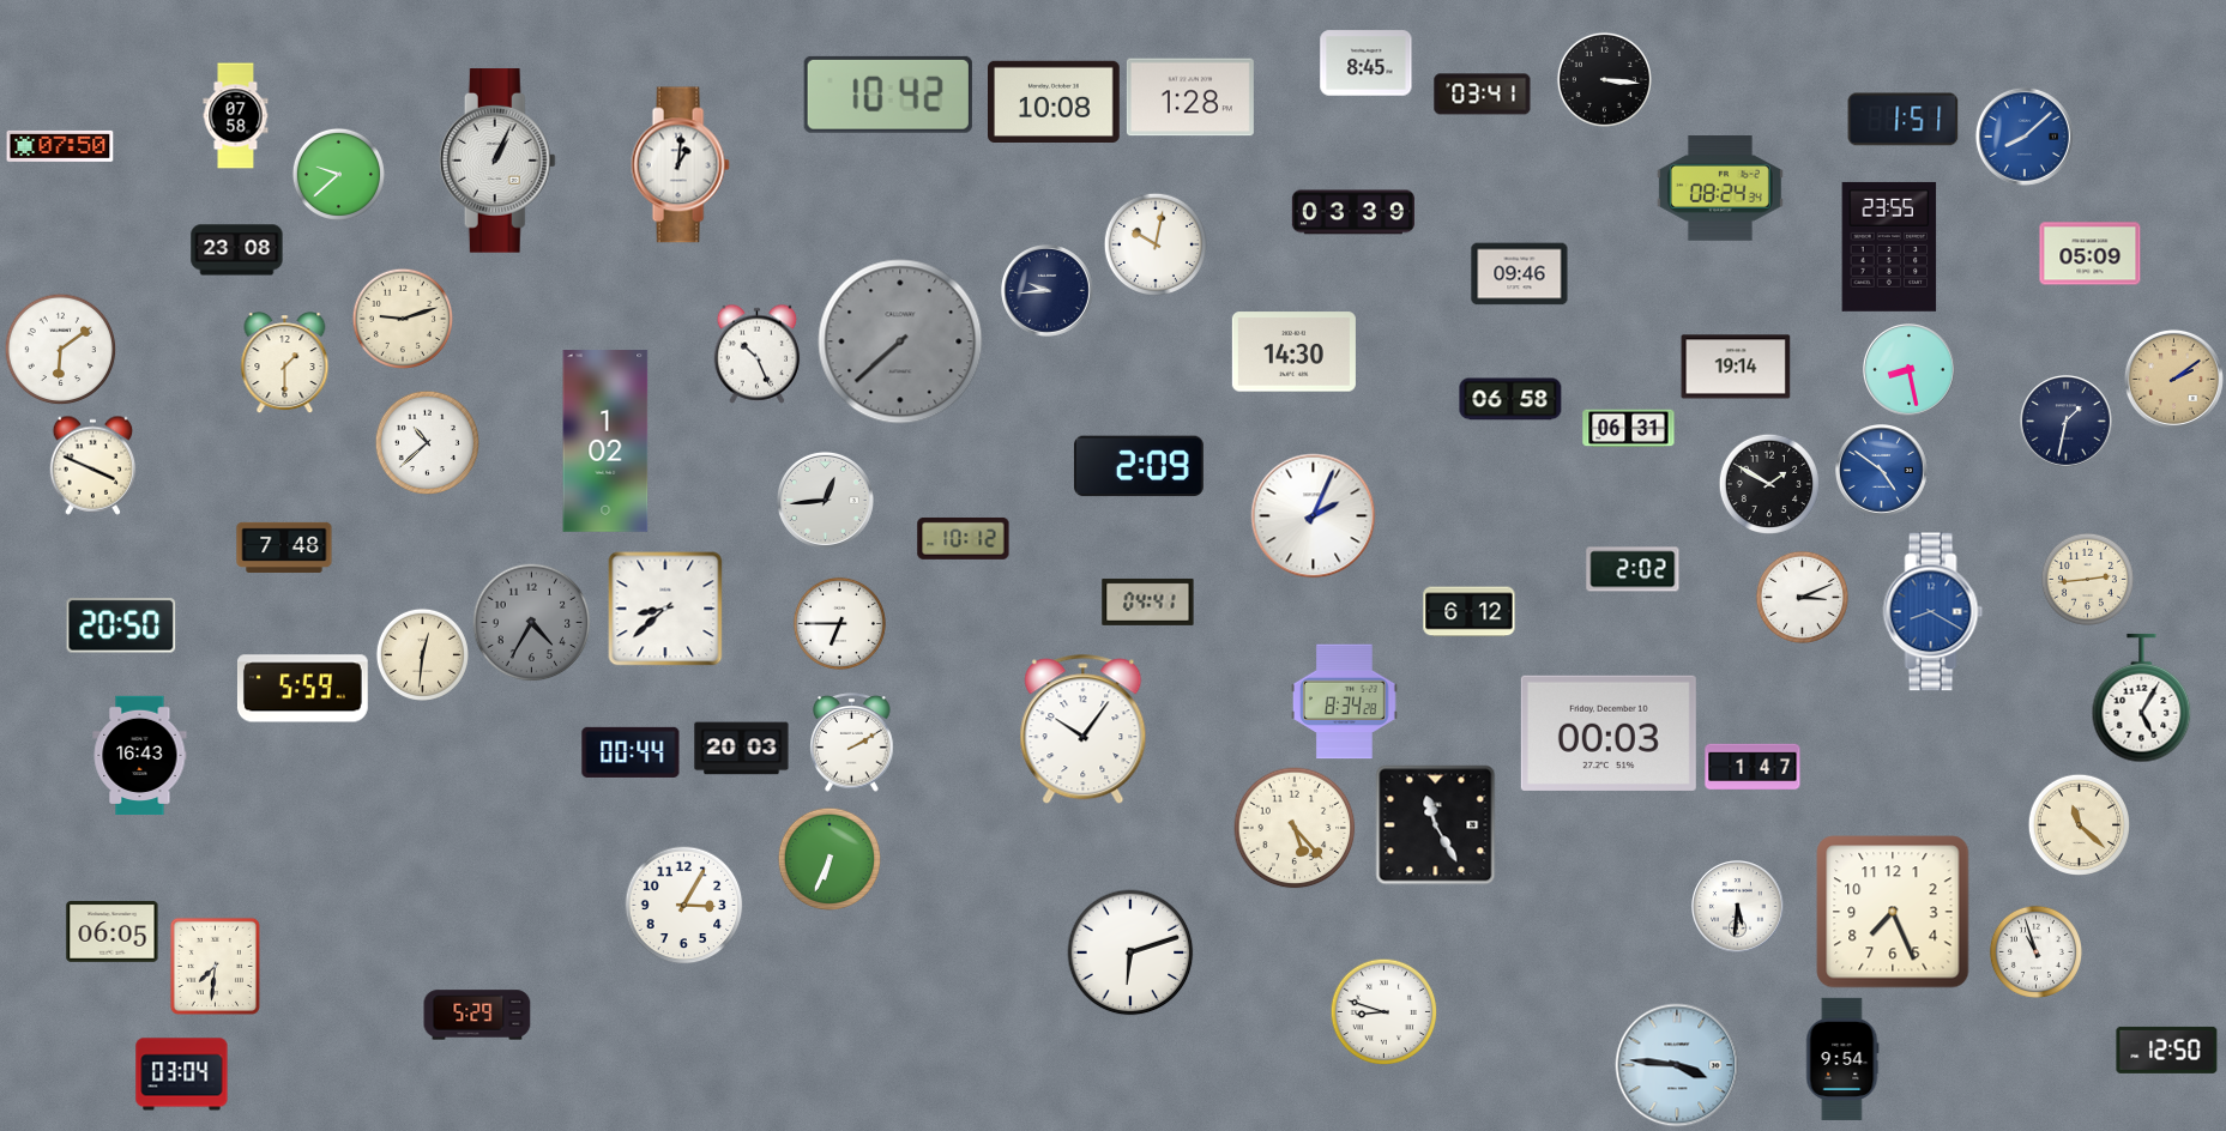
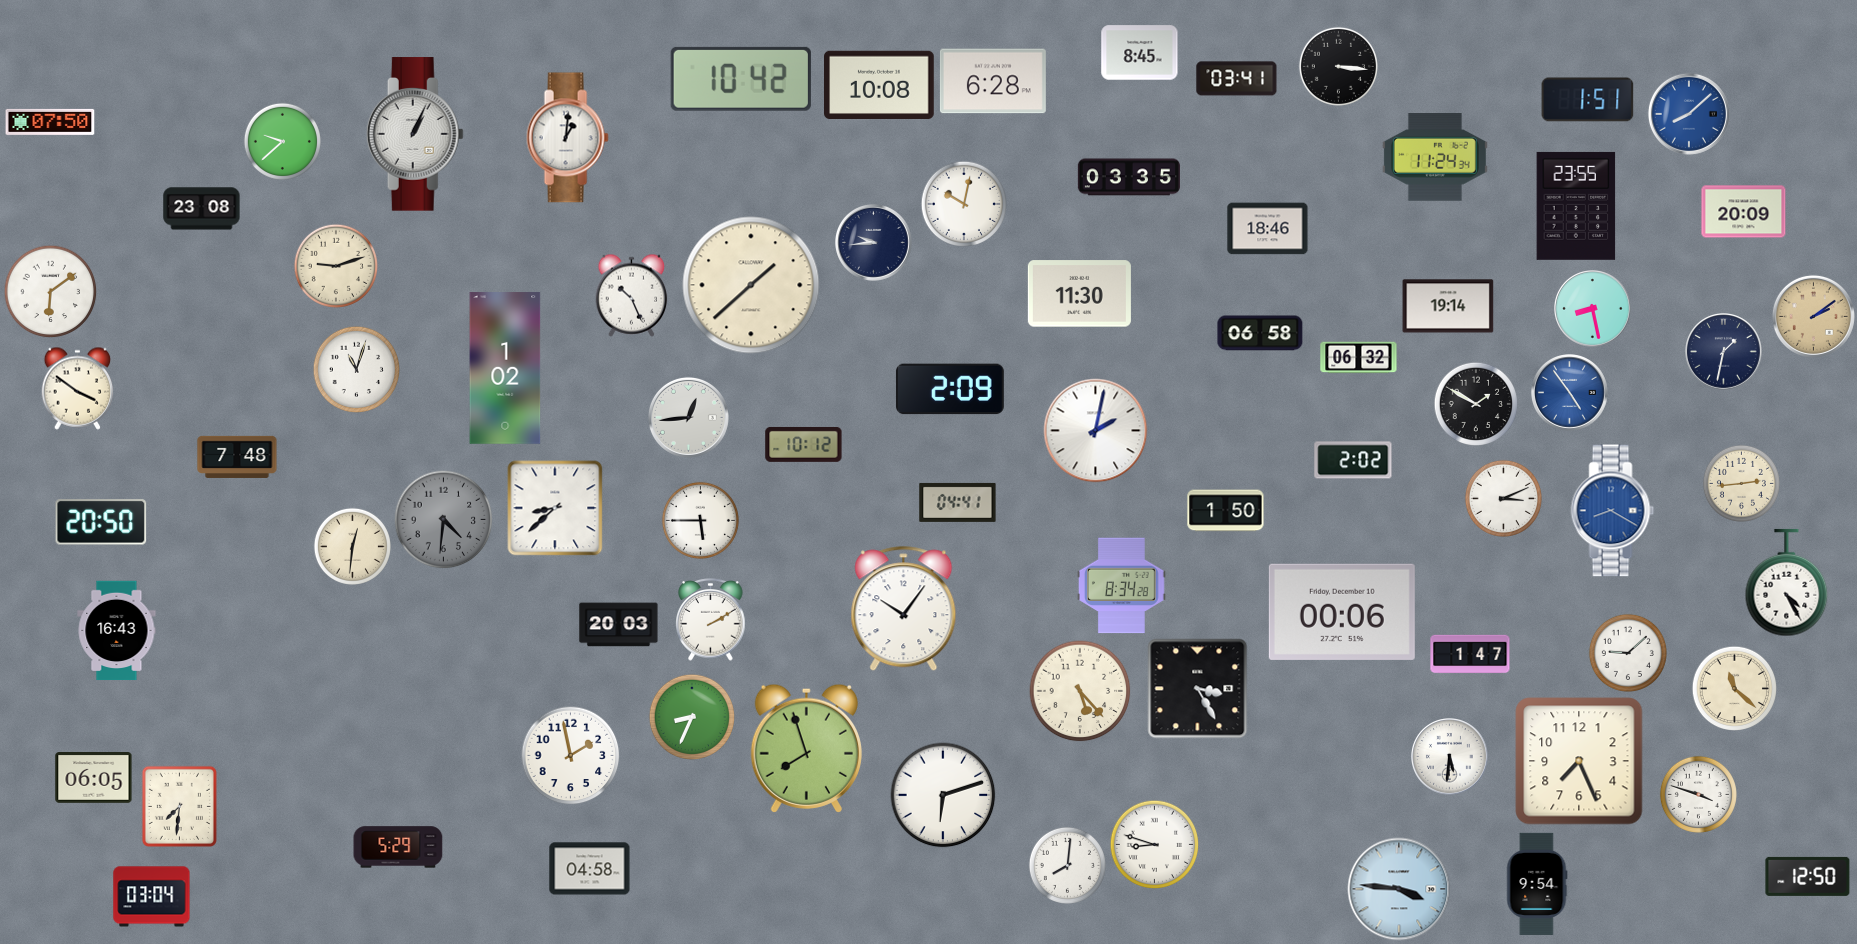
clock at (1190, 97): 1:28 -> 6:28
clock at (236, 116): 07:58 -> none
clock at (338, 174) position: (338, 174) -> (282, 141)
clock at (1720, 188): 08:24 -> 11:24
clock at (1353, 212): 03:39 -> 03:35
clock at (237, 250) position: (237, 250) -> (202, 209)
clock at (2091, 254): 05:09 -> 20:09
clock at (1520, 274): 09:46 -> 18:46
clock at (900, 341): 7:38 -> 1:38
clock at (900, 341) dial: grey -> cream
clock at (1293, 352): 14:30 -> 11:30
clock at (285, 363): 1:30 -> none
clock at (1629, 429): 06:31 -> 06:32
clock at (427, 442): 10:38 -> 11:03
clock at (93, 465): 3:49 -> 3:51
clock at (1882, 471): 4:51 -> 4:54
clock at (1314, 516): 2:04 -> 2:02
clock at (964, 538) position: (964, 538) -> (804, 444)
clock at (1633, 569) position: (1633, 569) -> (1353, 460)
clock at (1470, 612): 6:12 -> 1:50
clock at (532, 623): 4:35 -> 4:31
clock at (839, 623): 6:45 -> 5:45
clock at (302, 689): 5:59 -> none
clock at (2142, 698): 5:05 -> 4:25
clock at (1609, 733): 00:03 -> 00:06
clock at (631, 752): 00:44 -> none
clock at (1753, 767) position: (1753, 767) -> (1470, 654)
clock at (1628, 653): none -> 9:08
clock at (1436, 825): 11:25 -> 3:25
clock at (830, 859): 6:34 -> 8:34
clock at (806, 748): none -> 7:57
clock at (684, 906): 3:05 -> 1:58
clock at (2035, 951): 10:57 -> 3:48
clock at (1067, 865): none -> 8:01
clock at (590, 869): none -> 04:58
